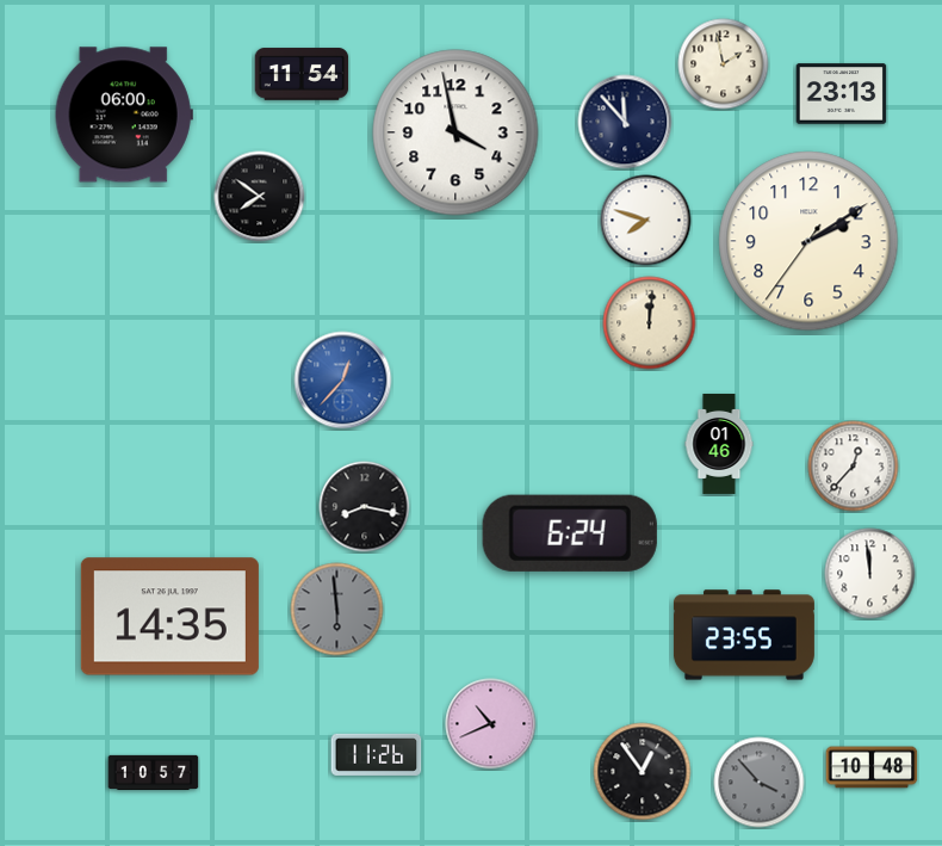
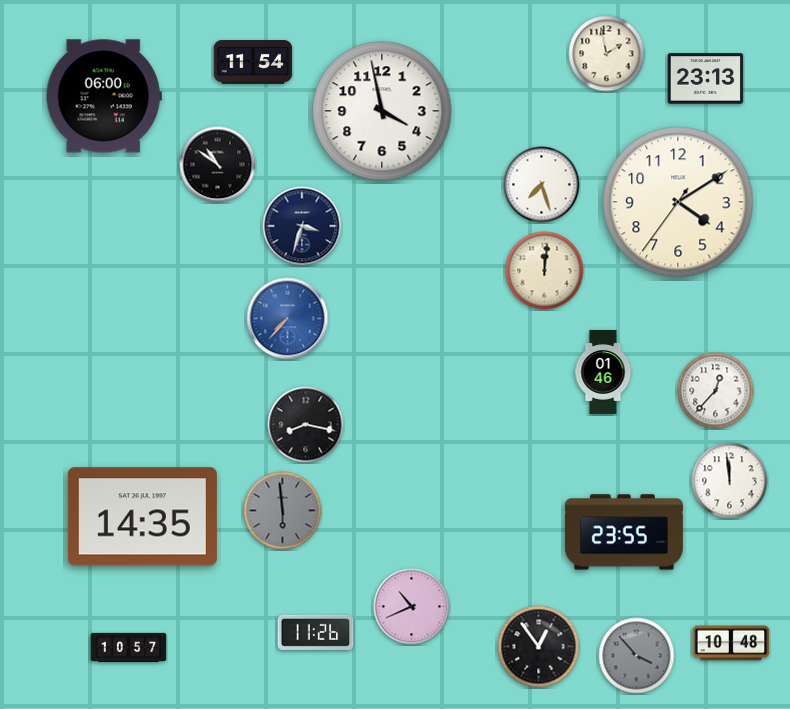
clock at (625, 122): 11:53 -> none
clock at (260, 197): 7:51 -> 10:51
clock at (646, 221): 7:48 -> 7:27
clock at (808, 241): 2:09 -> 4:09
clock at (302, 226): none -> 3:33
clock at (343, 381): 12:37 -> 7:37
clock at (570, 533): 6:24 -> none
